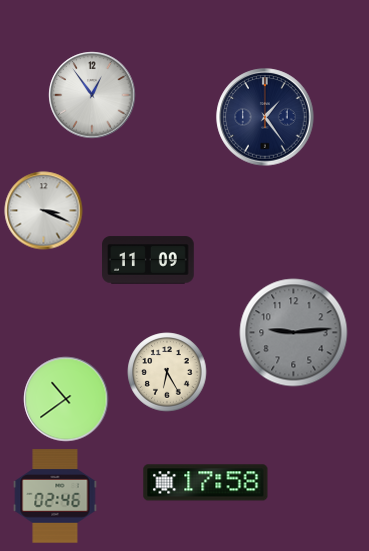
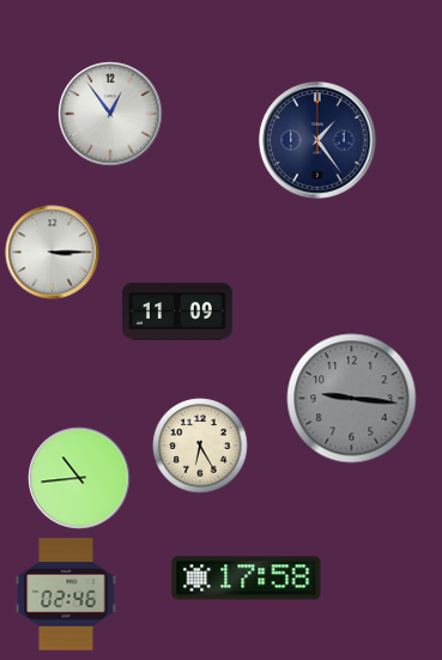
clock at (44, 211): 3:19 -> 3:15
clock at (294, 333): 9:14 -> 9:16
clock at (66, 399): 10:39 -> 10:44
